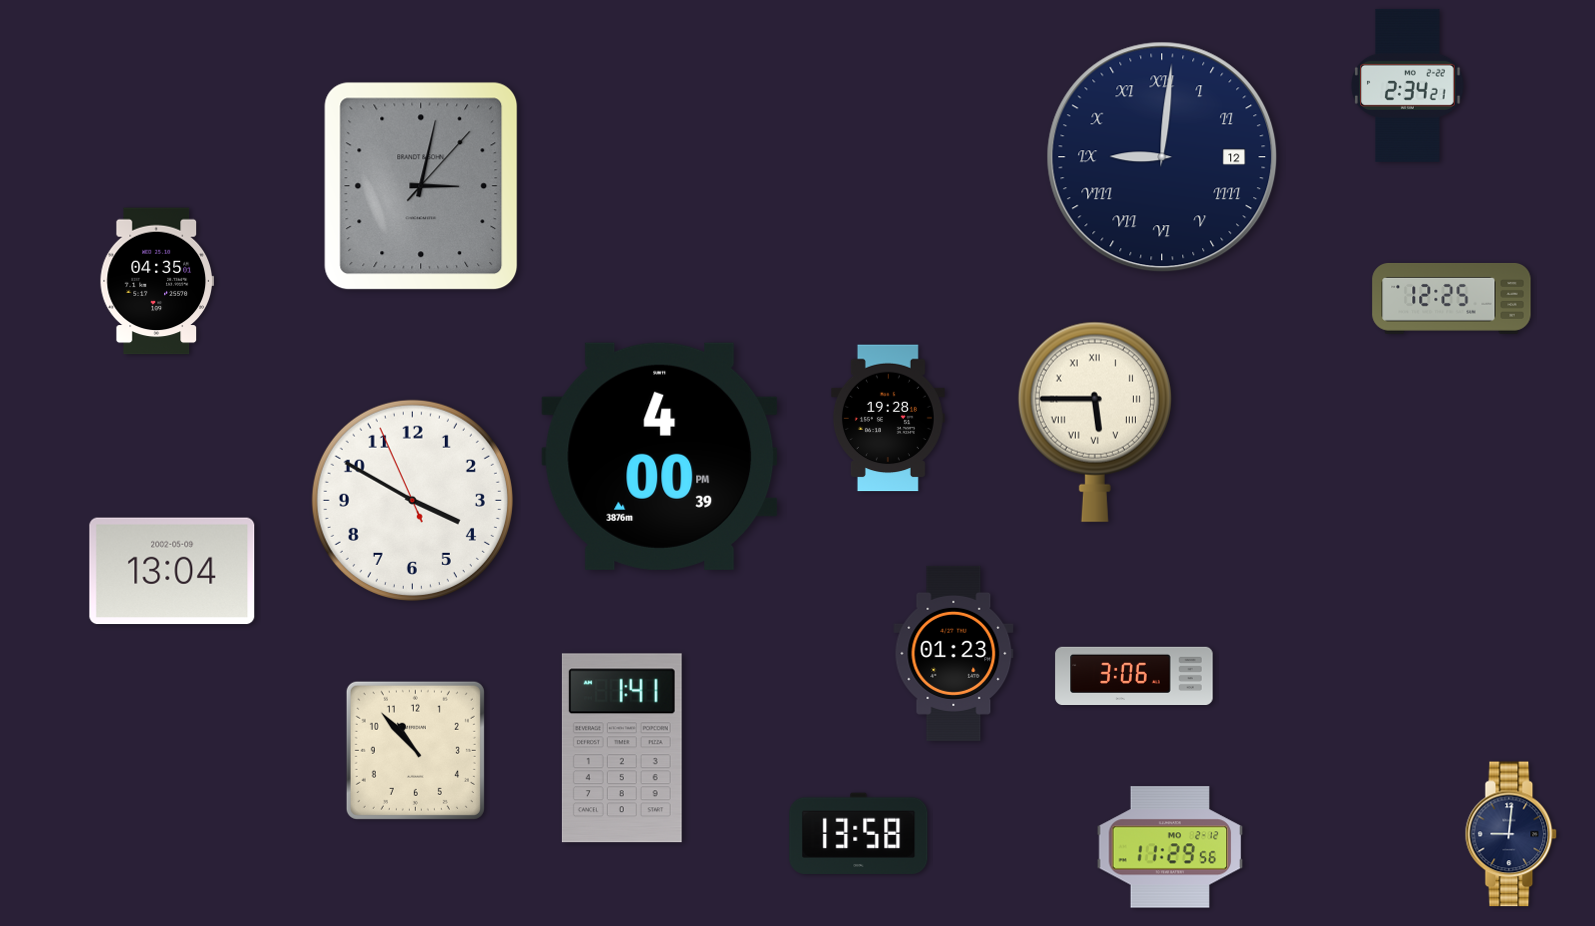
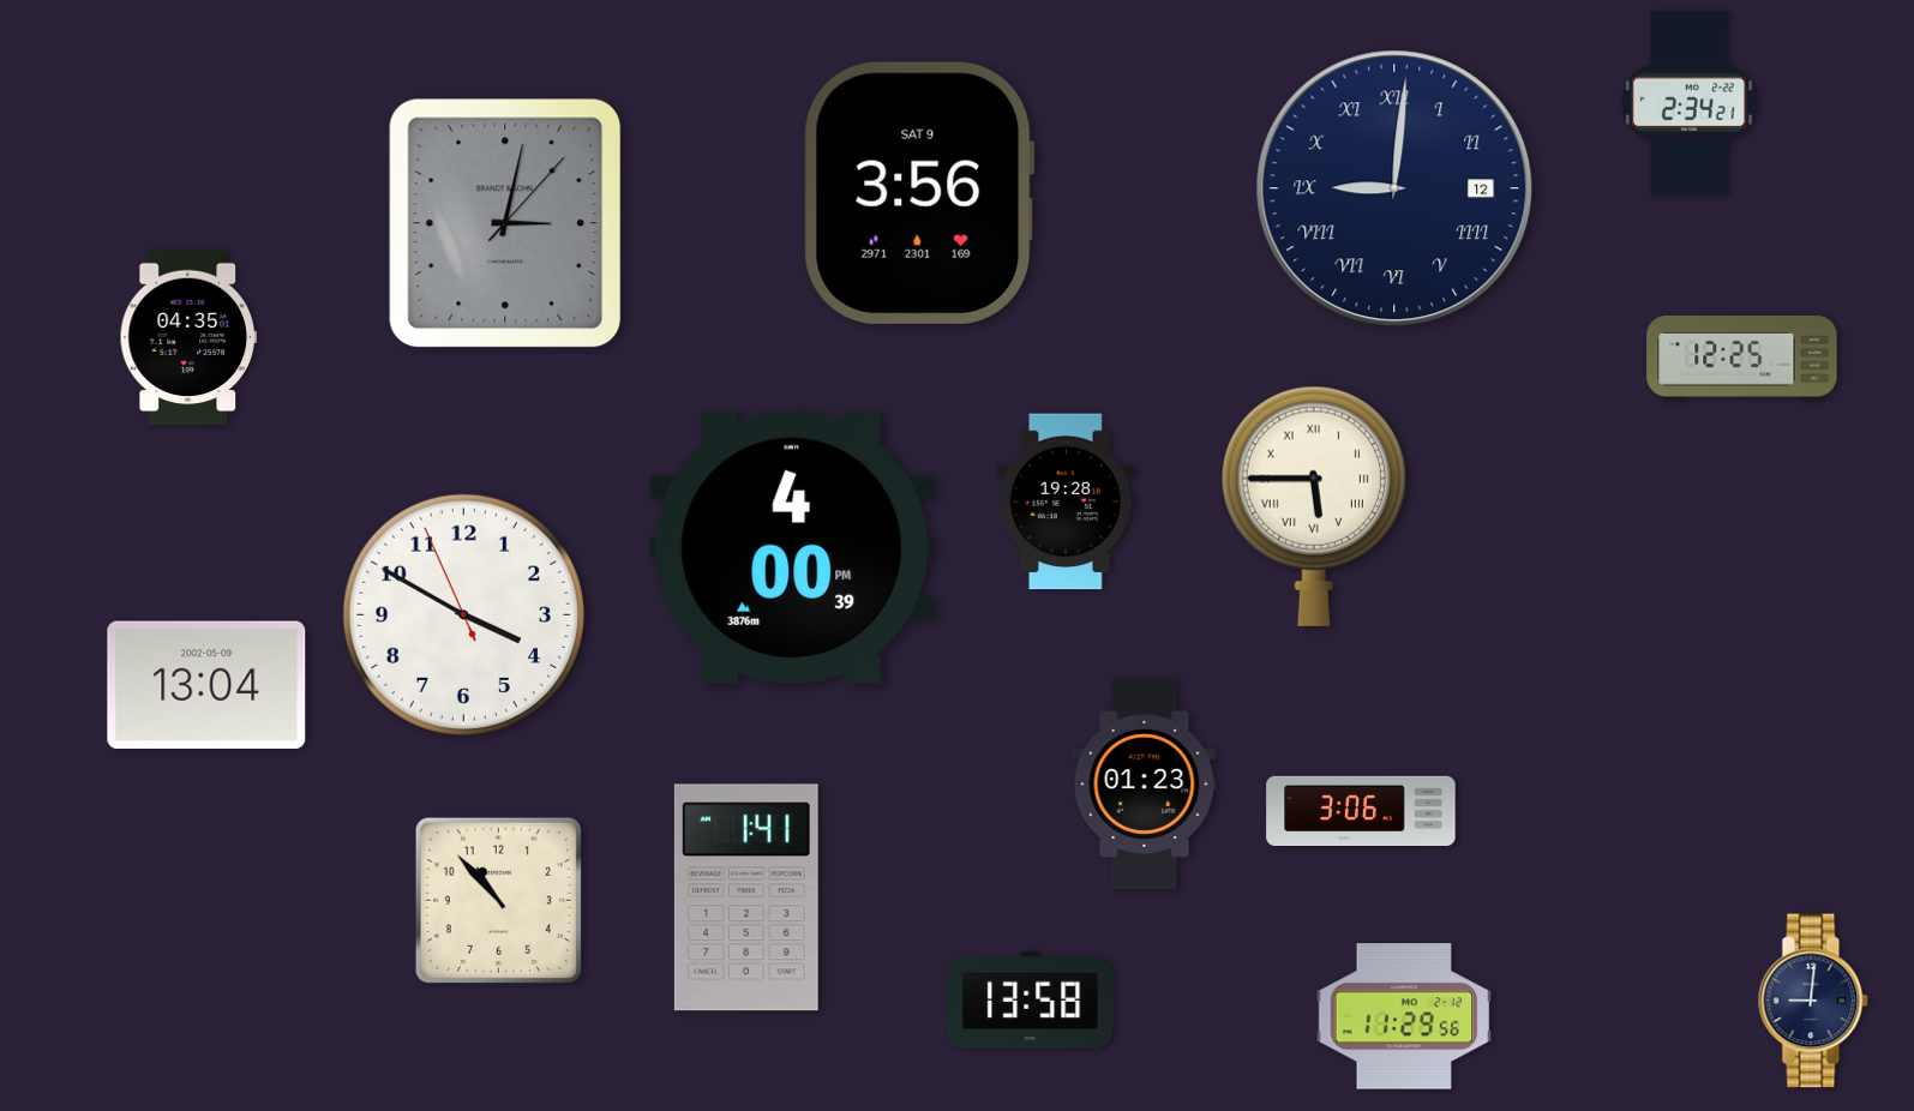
clock at (919, 193): none -> 3:56
clock at (412, 500) position: (412, 500) -> (463, 614)
